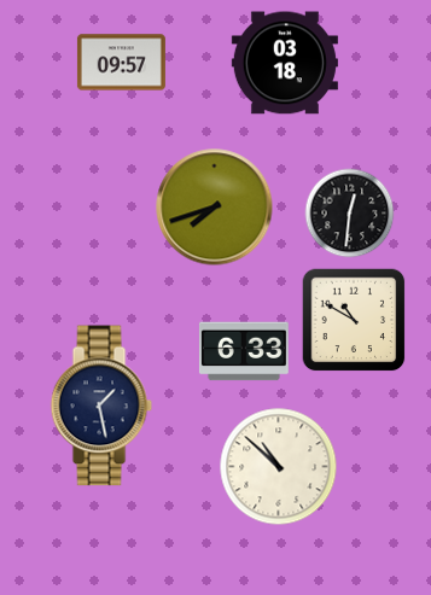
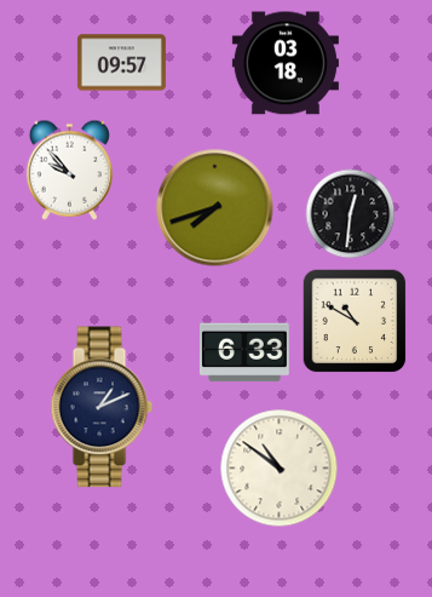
clock at (69, 170): none -> 9:53
clock at (101, 406): 1:28 -> 1:11
clock at (279, 467): 10:52 -> 10:51
